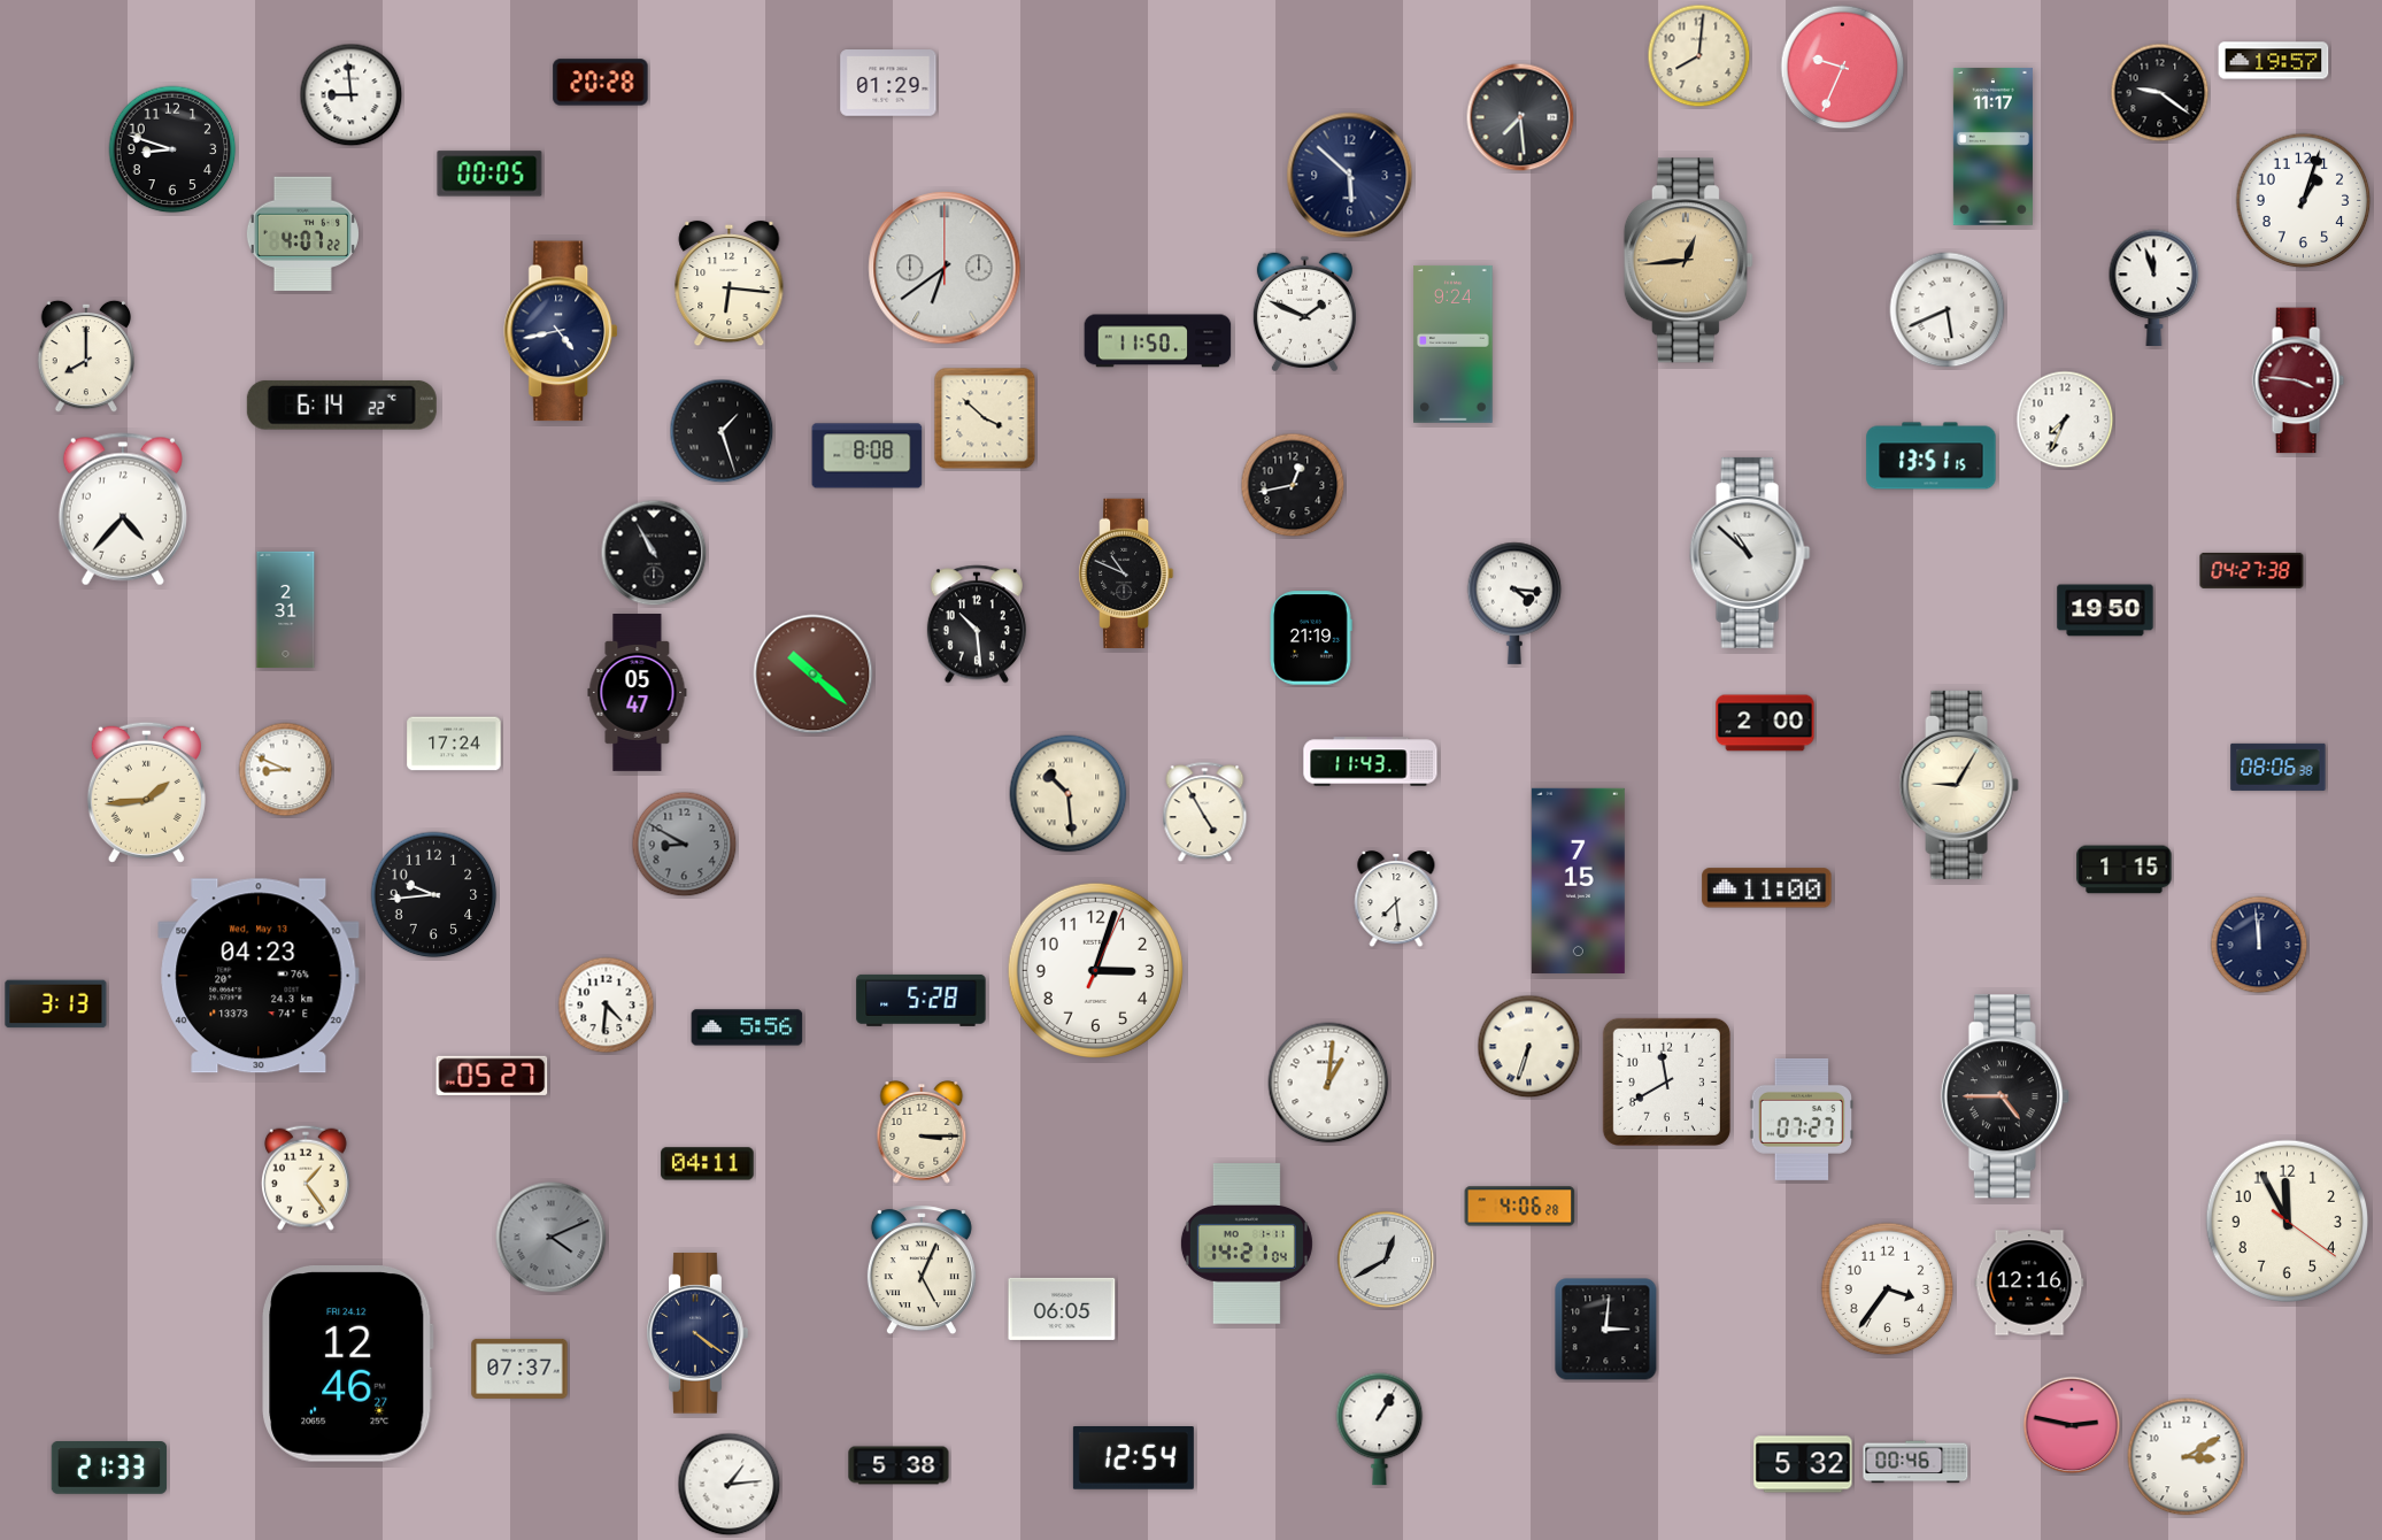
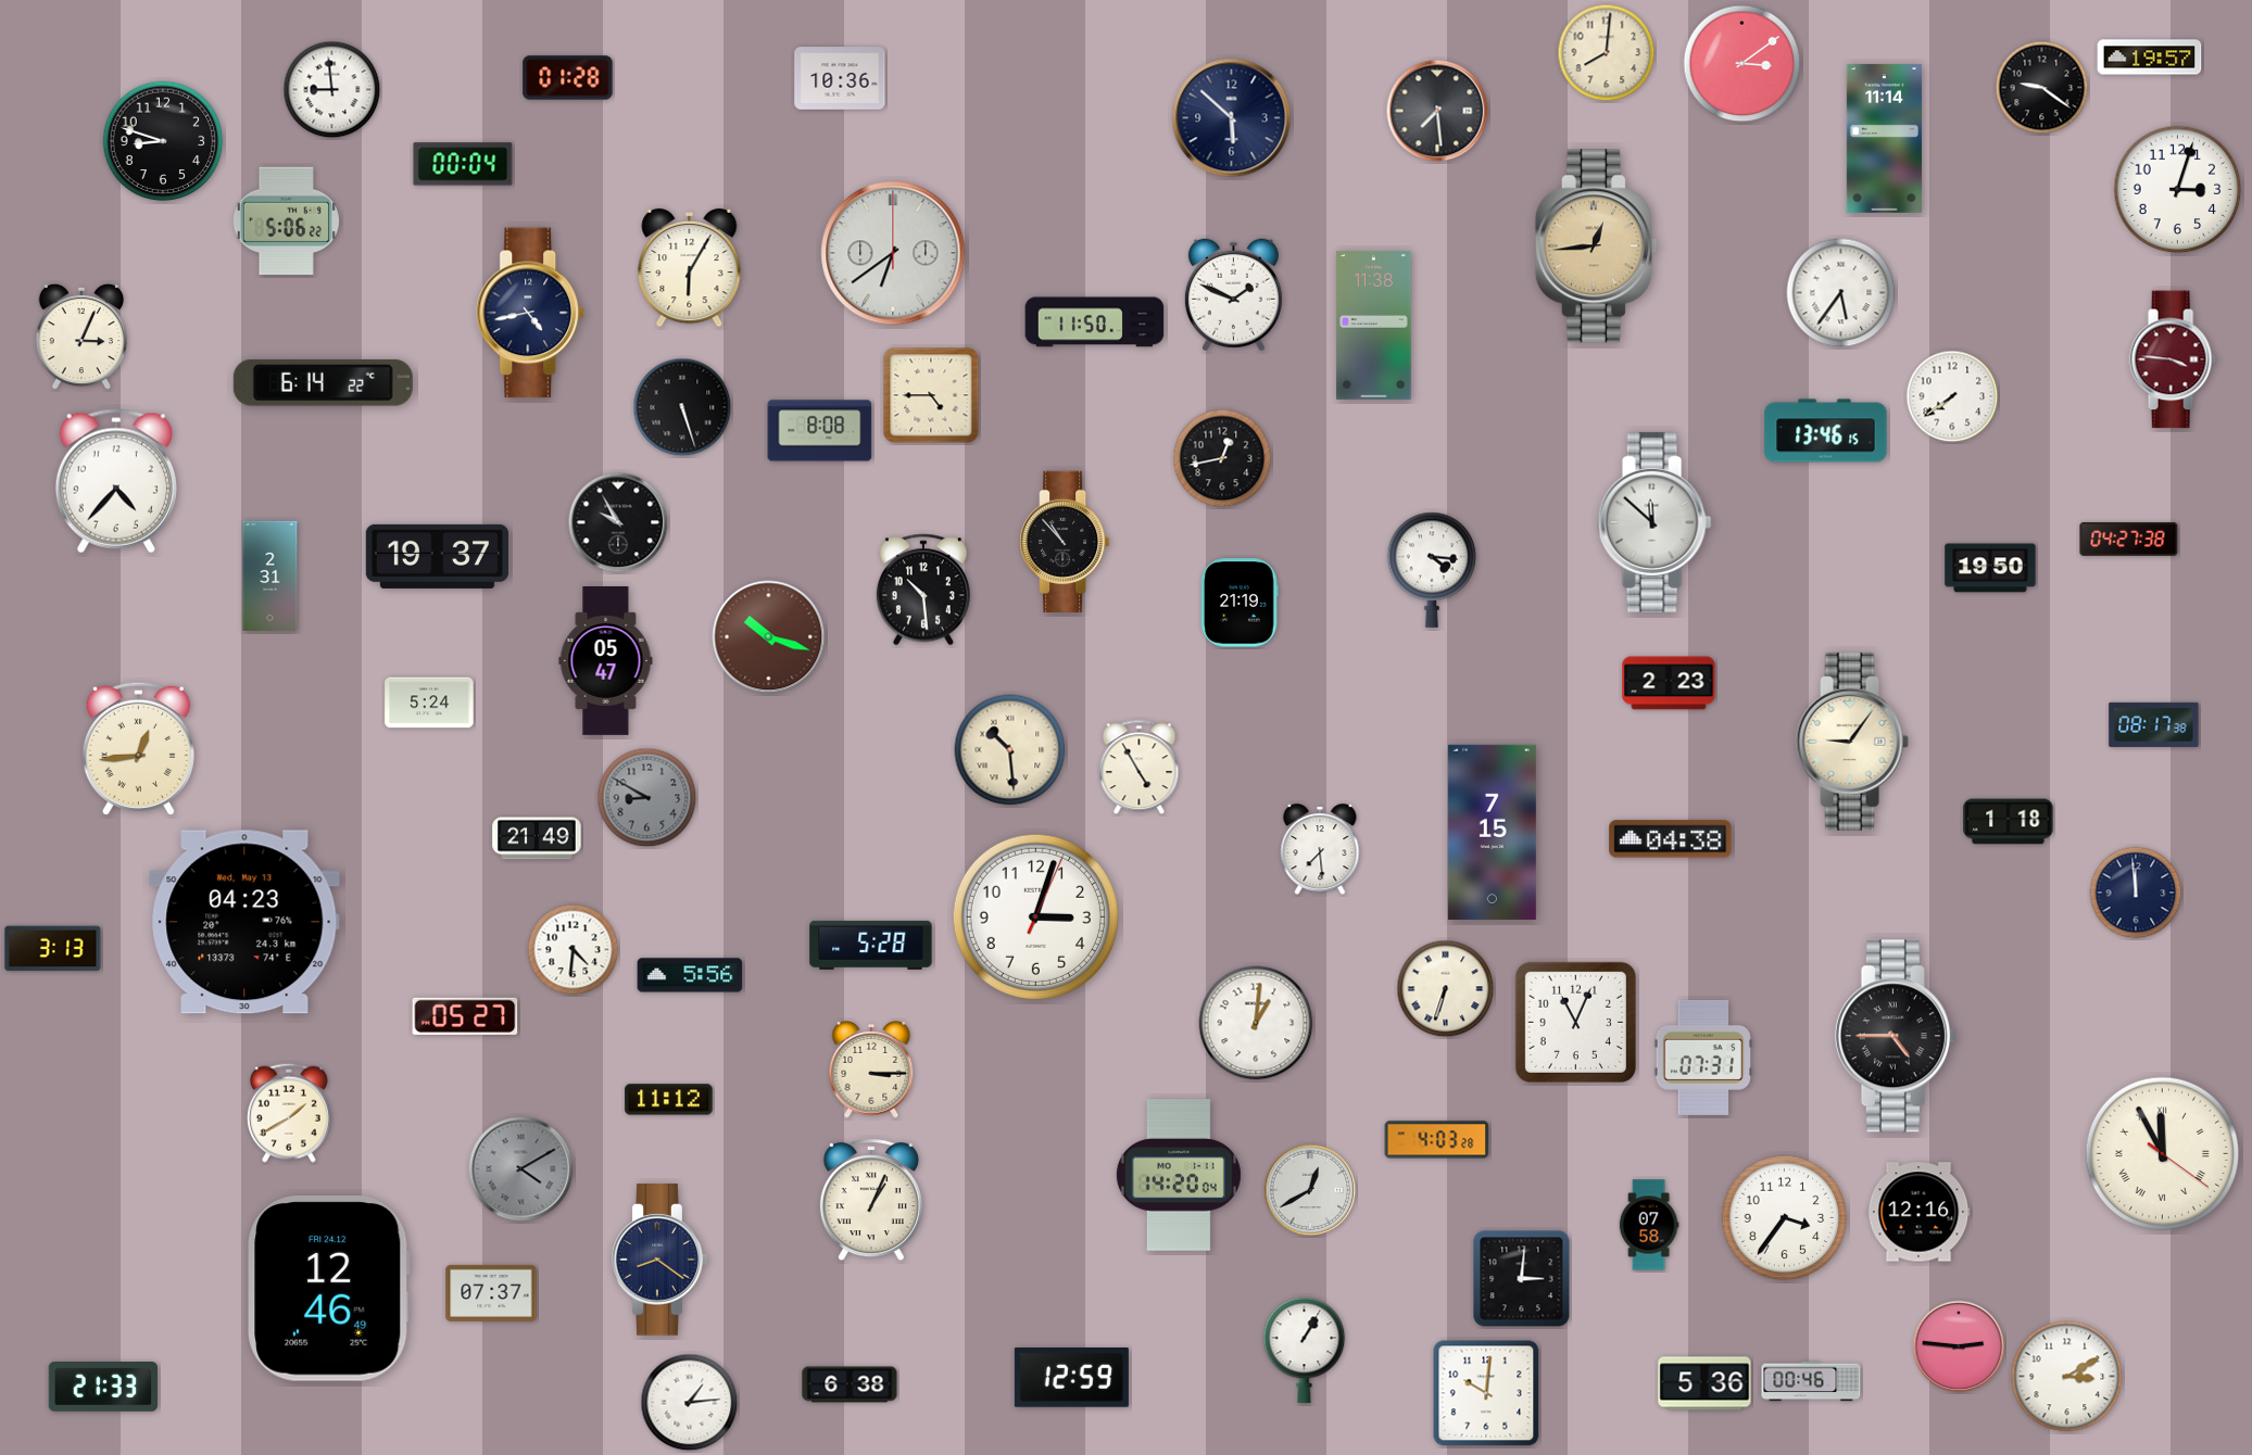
clock at (1843, 68): 9:34 -> 3:09
clock at (601, 83): 20:28 -> 01:28
clock at (888, 83): 01:29 -> 10:36
clock at (1992, 146): 11:17 -> 11:14
clock at (489, 174): 00:05 -> 00:04
clock at (1350, 176) position: (1350, 176) -> (1232, 118)
clock at (2304, 201): 1:03 -> 3:03
clock at (302, 234): 4:07 -> 5:06
clock at (730, 284): 6:16 -> 6:05
clock at (2154, 287): 11:57 -> none
clock at (1948, 310): 5:41 -> 5:36
clock at (1454, 344): 9:24 -> 11:38
clock at (85, 356): 8:00 -> 3:04
clock at (985, 418): 3:52 -> 4:45
clock at (2065, 419): 7:34 -> 7:39
clock at (722, 431): 1:27 -> 5:27
clock at (1932, 456): 13:51 -> 13:46
clock at (654, 553): 10:55 -> 9:55
clock at (1750, 553): 10:52 -> 11:52
clock at (1127, 572): 10:49 -> 10:53
clock at (437, 556): none -> 19:37
clock at (2105, 610) position: (2105, 610) -> (1990, 568)
clock at (814, 675): 10:22 -> 10:18
clock at (638, 693) position: (638, 693) -> (606, 661)
clock at (1765, 723): 2:00 -> 2:23
clock at (454, 744): 17:24 -> 5:24
clock at (1371, 762): 11:43 -> none
clock at (2279, 767): 08:06 -> 08:17
clock at (286, 770): 8:49 -> none
clock at (1959, 785): 9:05 -> 9:06
clock at (146, 792): 1:44 -> 12:44
clock at (2125, 870): 1:15 -> 1:18
clock at (537, 838): none -> 21:49
clock at (1767, 888): 11:00 -> 04:38
clock at (434, 895): 9:44 -> none
clock at (747, 1027) position: (747, 1027) -> (690, 975)
clock at (1666, 1081): 11:40 -> 11:04
clock at (1802, 1119): 07:27 -> 07:31
clock at (708, 1164): 04:11 -> 11:12
clock at (306, 1178): 1:24 -> 1:40
clock at (1520, 1207): 4:06 -> 4:03
clock at (2287, 1221) numerals: Arabic -> Roman
clock at (552, 1238): 4:11 -> 4:10
clock at (1247, 1243): 14:21 -> 14:20
clock at (922, 1271): 5:04 -> 1:04
clock at (1649, 1225): none -> 07:58
clock at (1062, 1309): 06:05 -> none
clock at (1606, 1330) position: (1606, 1330) -> (1522, 1279)
clock at (697, 1333): 4:21 -> 8:21
clock at (348, 1364): 12:46:27 -> 12:46:49
clock at (2072, 1425): 2:47 -> 2:46
clock at (1133, 1458): 12:54 -> 12:59
clock at (1803, 1464): 5:32 -> 5:36
clock at (899, 1465): 5:38 -> 6:38
clock at (1486, 1393): none -> 10:01
